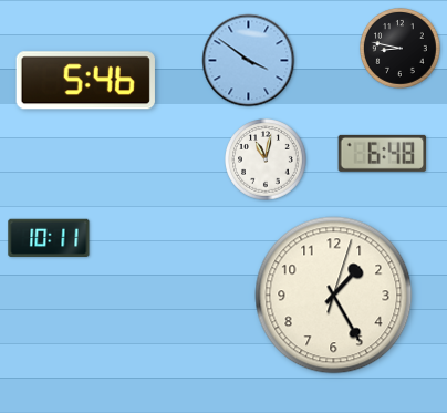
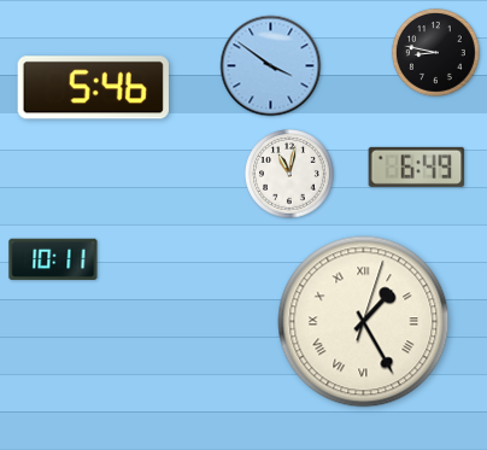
clock at (383, 153): 6:48 -> 6:49
clock at (334, 296) numerals: Arabic -> Roman
